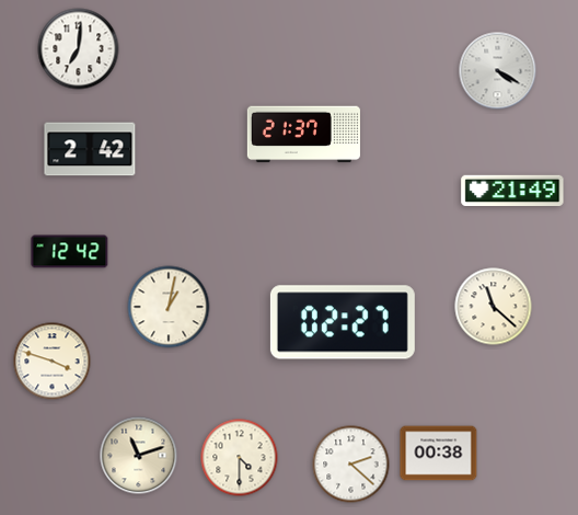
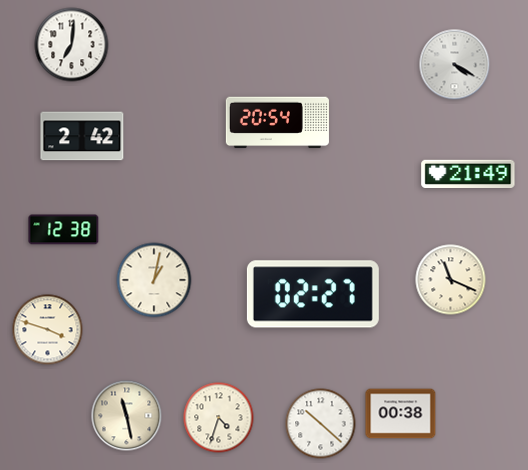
clock at (303, 135): 21:37 -> 20:54
clock at (70, 252): 12:42 -> 12:38
clock at (494, 307): 11:22 -> 11:19
clock at (139, 456): 11:12 -> 11:28
clock at (240, 458): 4:30 -> 4:33
clock at (351, 465): 2:22 -> 10:22
